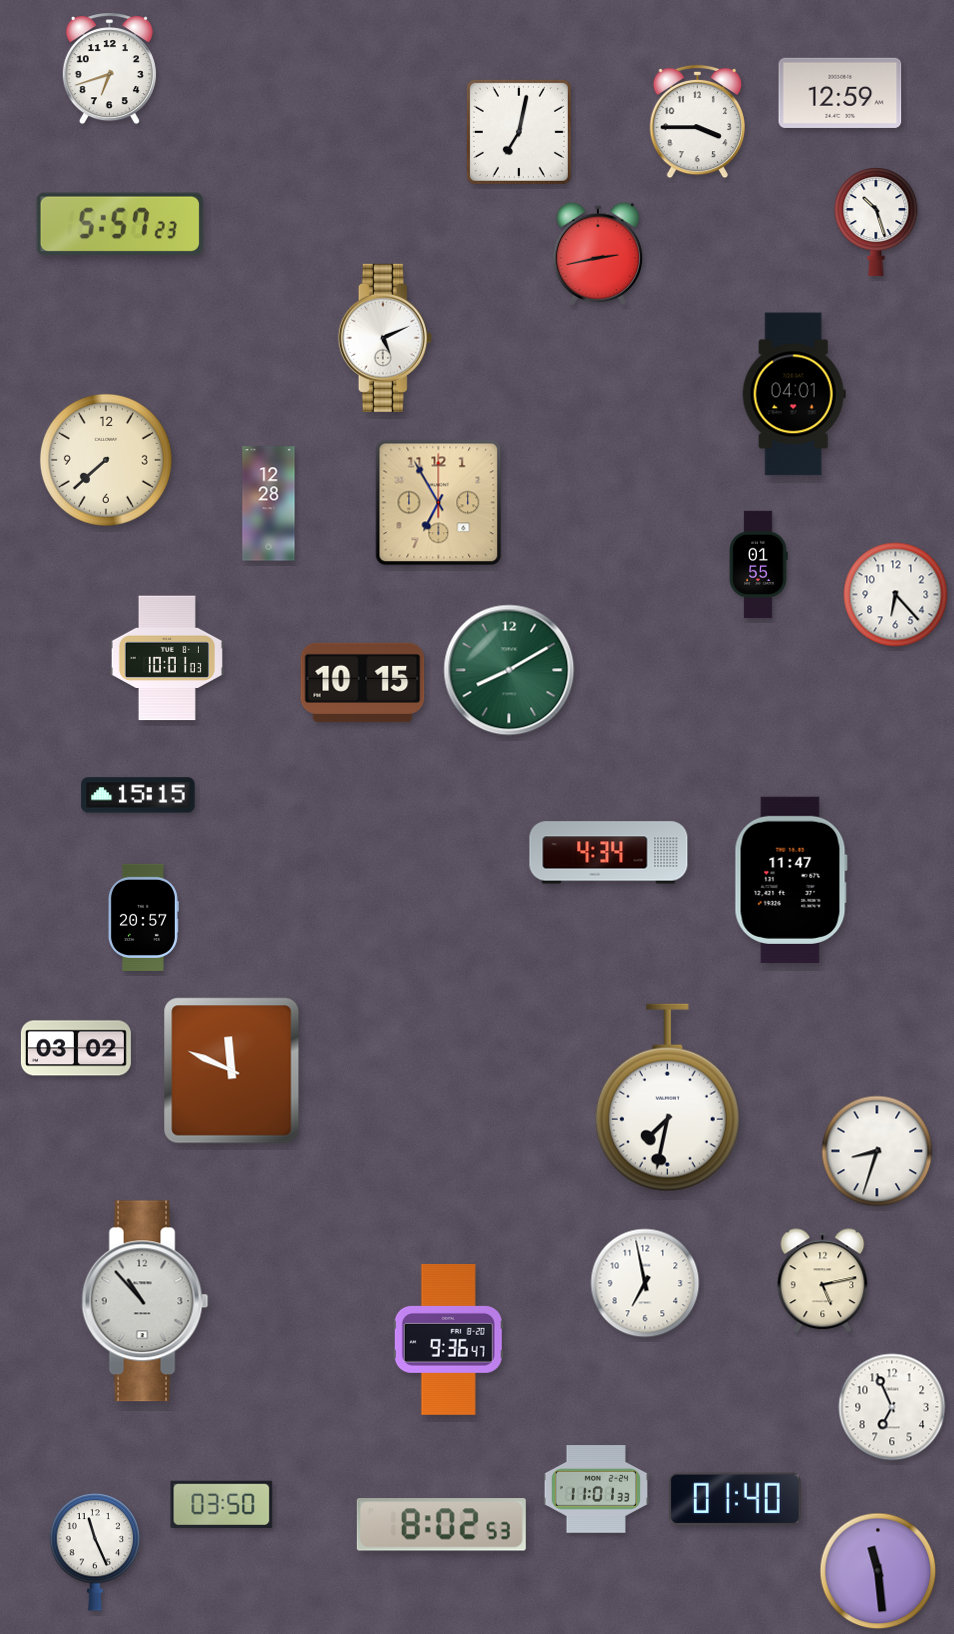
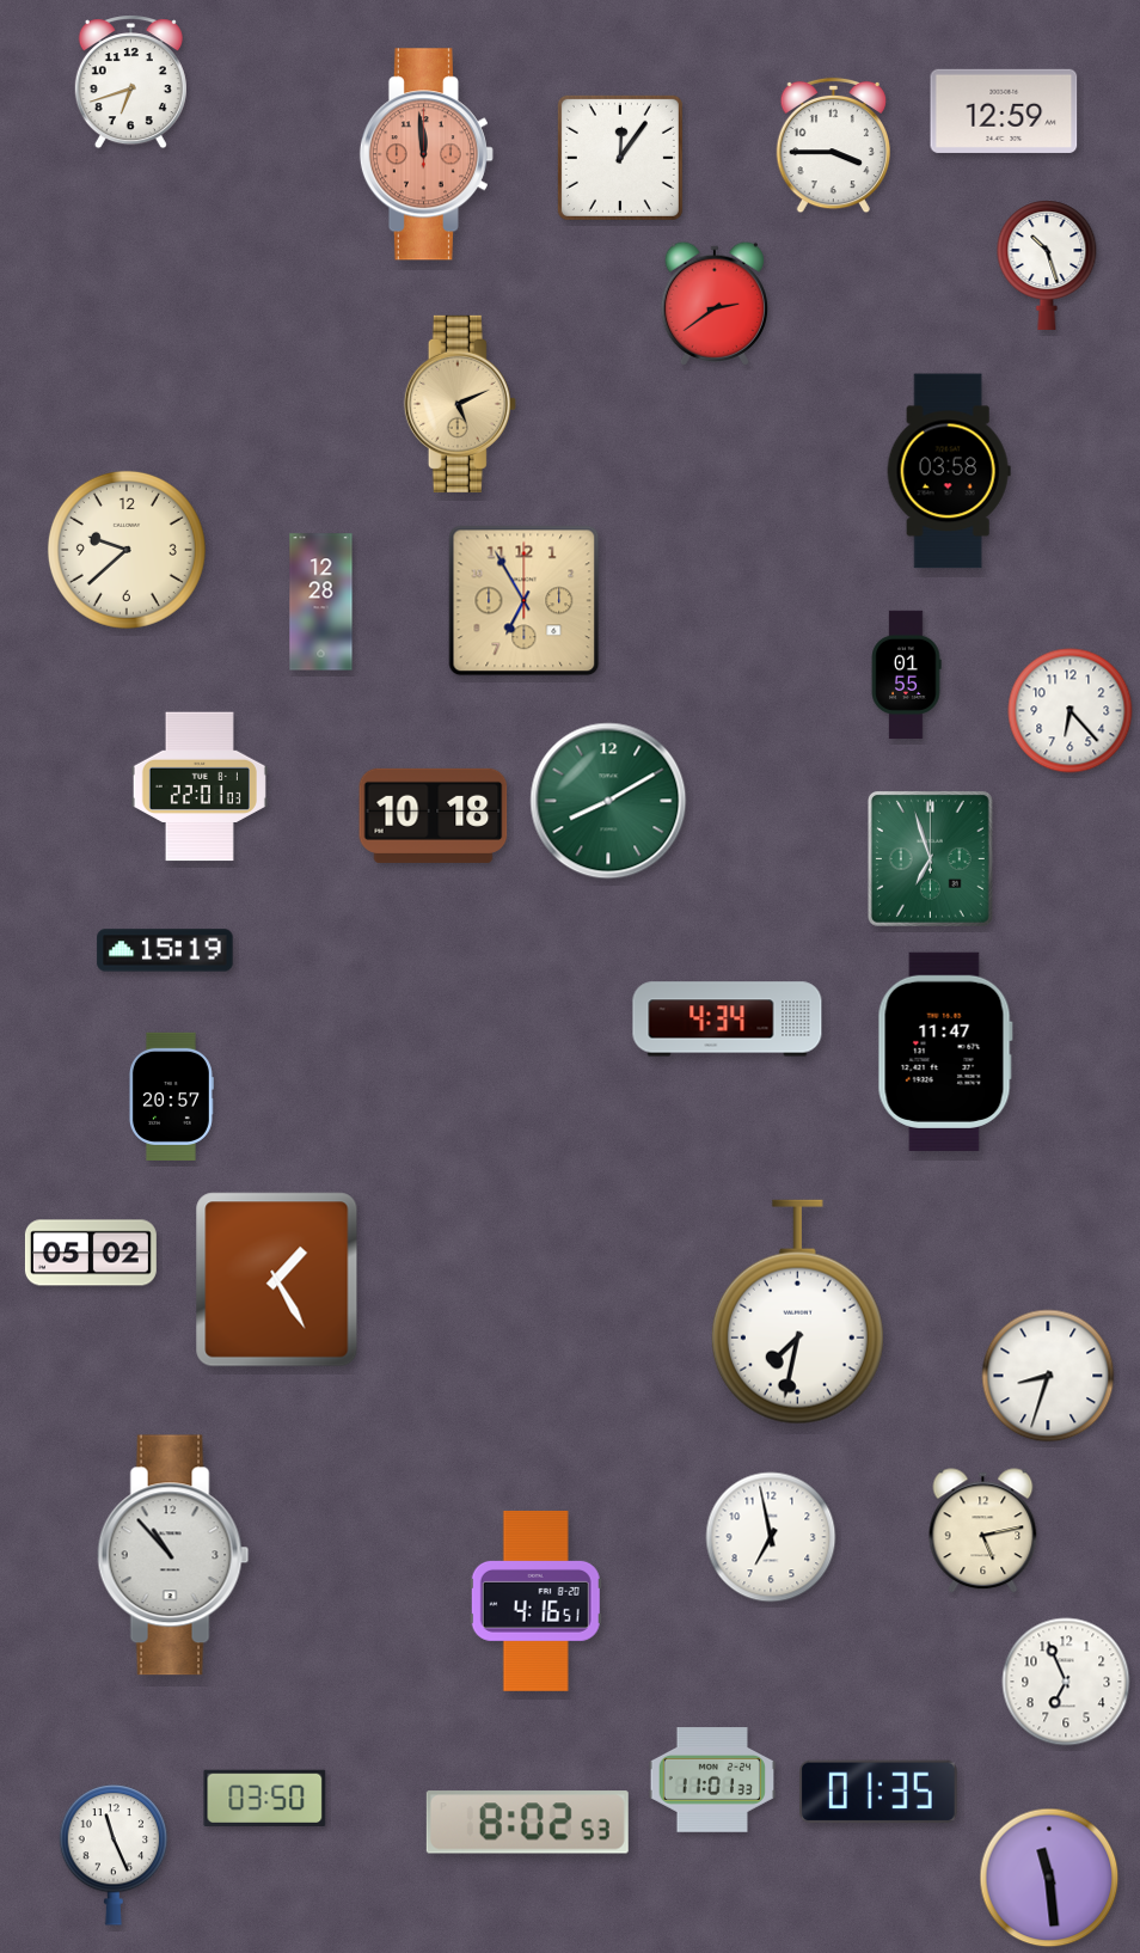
clock at (427, 154): none -> 11:59
clock at (519, 132): 7:02 -> 12:06
clock at (120, 224): 5:57 -> none
clock at (597, 254): 2:43 -> 2:39
clock at (385, 338) dial: white -> champagne
clock at (794, 394): 04:01 -> 03:58
clock at (106, 460): 7:38 -> 9:38
clock at (167, 658): 10:01 -> 22:01
clock at (363, 682): 10:15 -> 10:18
clock at (930, 858): none -> 6:57
clock at (138, 795): 15:15 -> 15:19
clock at (76, 1048): 03:02 -> 05:02
clock at (232, 1071): 11:49 -> 1:25
clock at (645, 1283) position: (645, 1283) -> (771, 1537)
clock at (448, 1339): 9:36 -> 4:16
clock at (736, 1499): 01:40 -> 01:35
